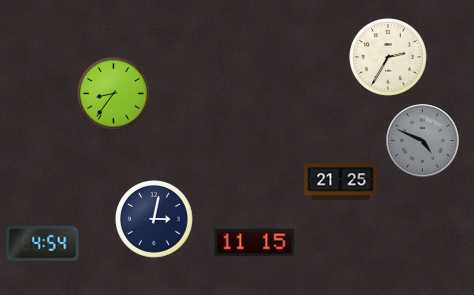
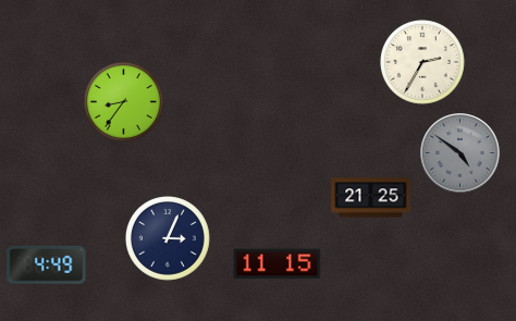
clock at (423, 141): 4:49 -> 4:51
clock at (155, 220): 3:02 -> 3:04
clock at (43, 243): 4:54 -> 4:49
